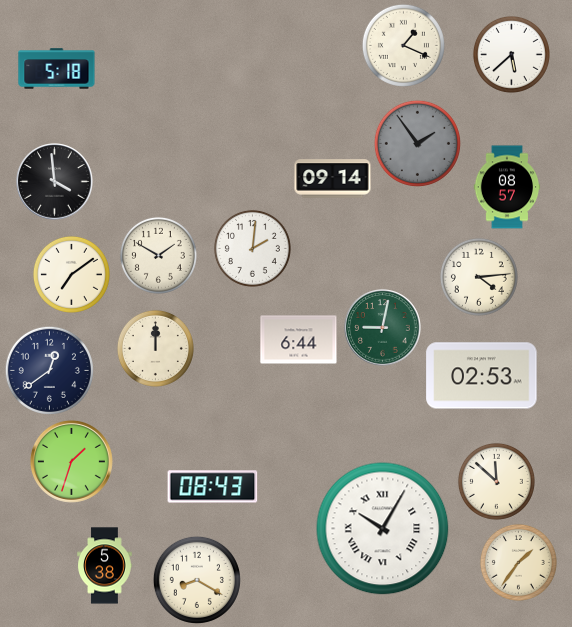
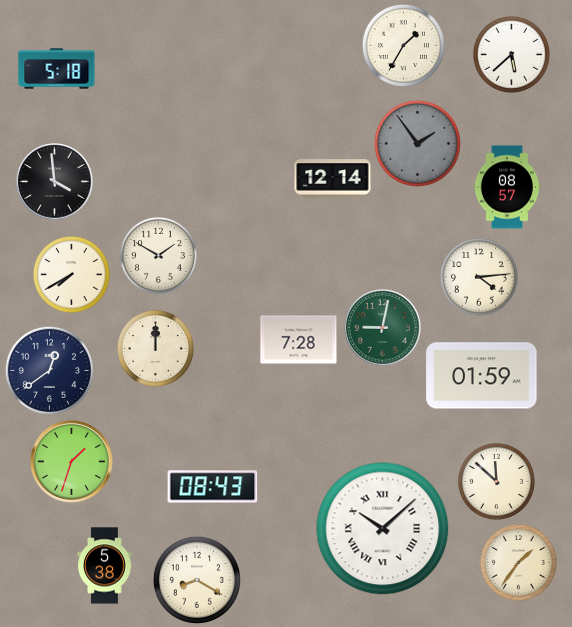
clock at (403, 45): 1:19 -> 1:35
clock at (333, 179): 09:14 -> 12:14
clock at (252, 248): 2:01 -> none
clock at (71, 274): 7:09 -> 7:40
clock at (299, 340): 6:44 -> 7:28
clock at (482, 376): 02:53 -> 01:59
clock at (383, 529): 10:05 -> 10:08
